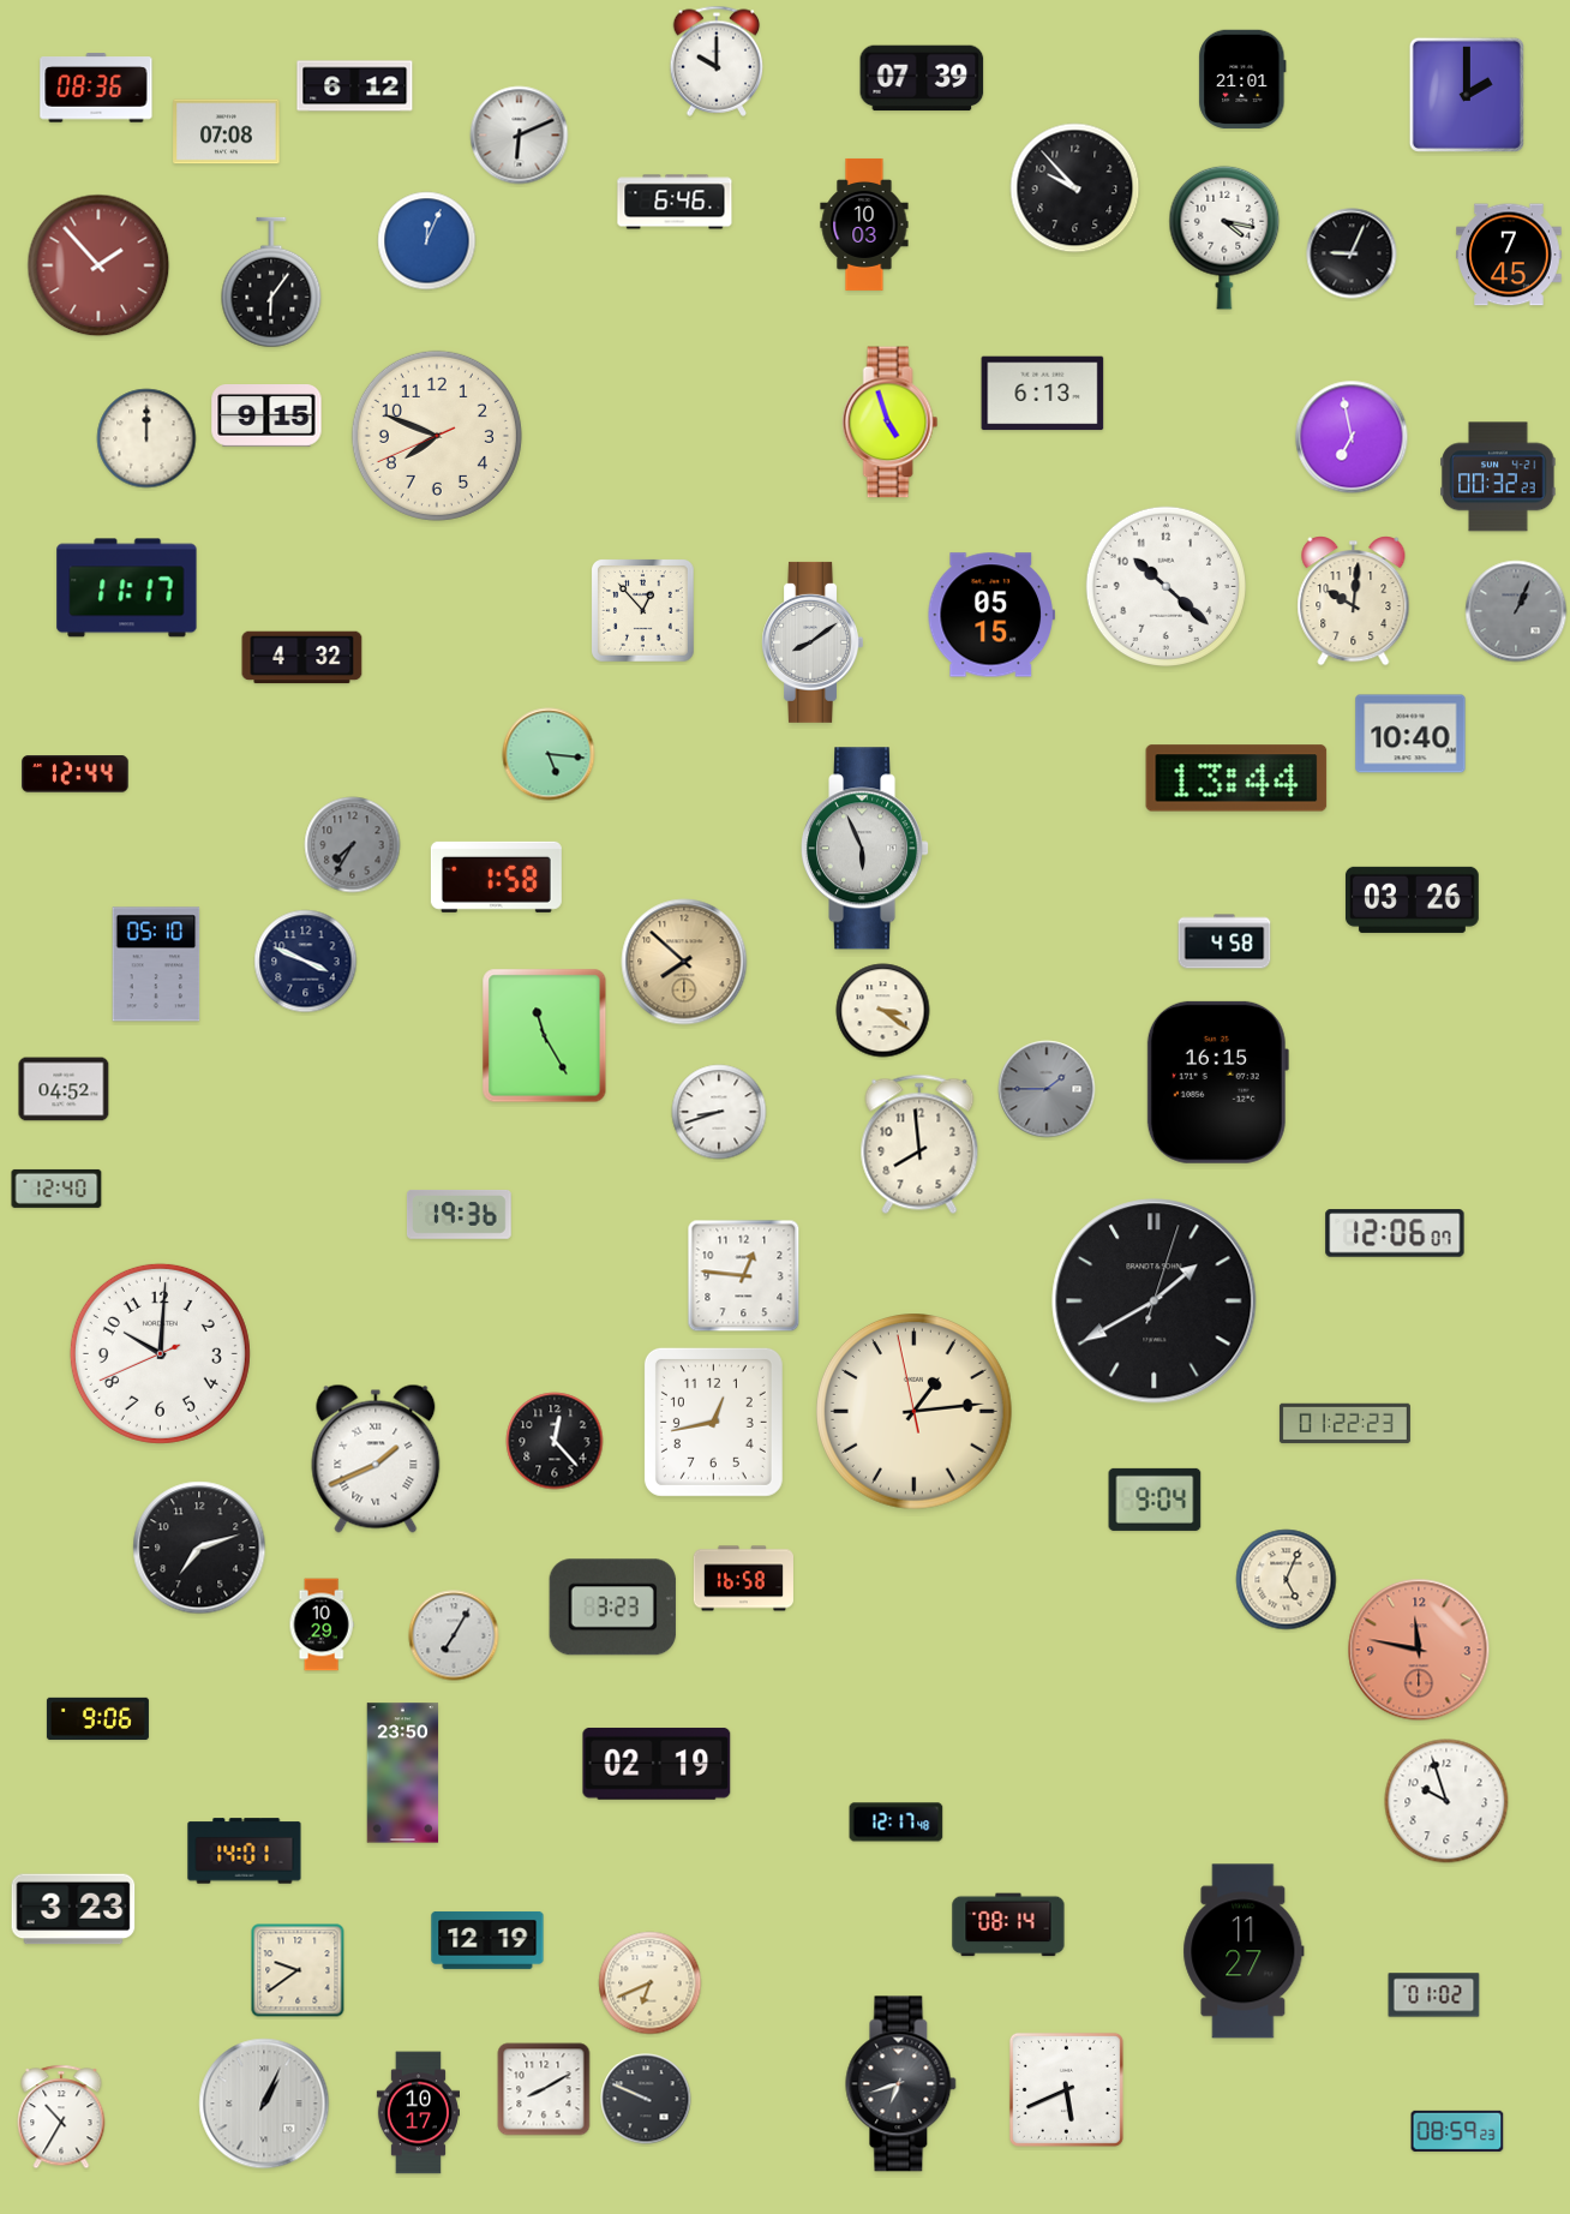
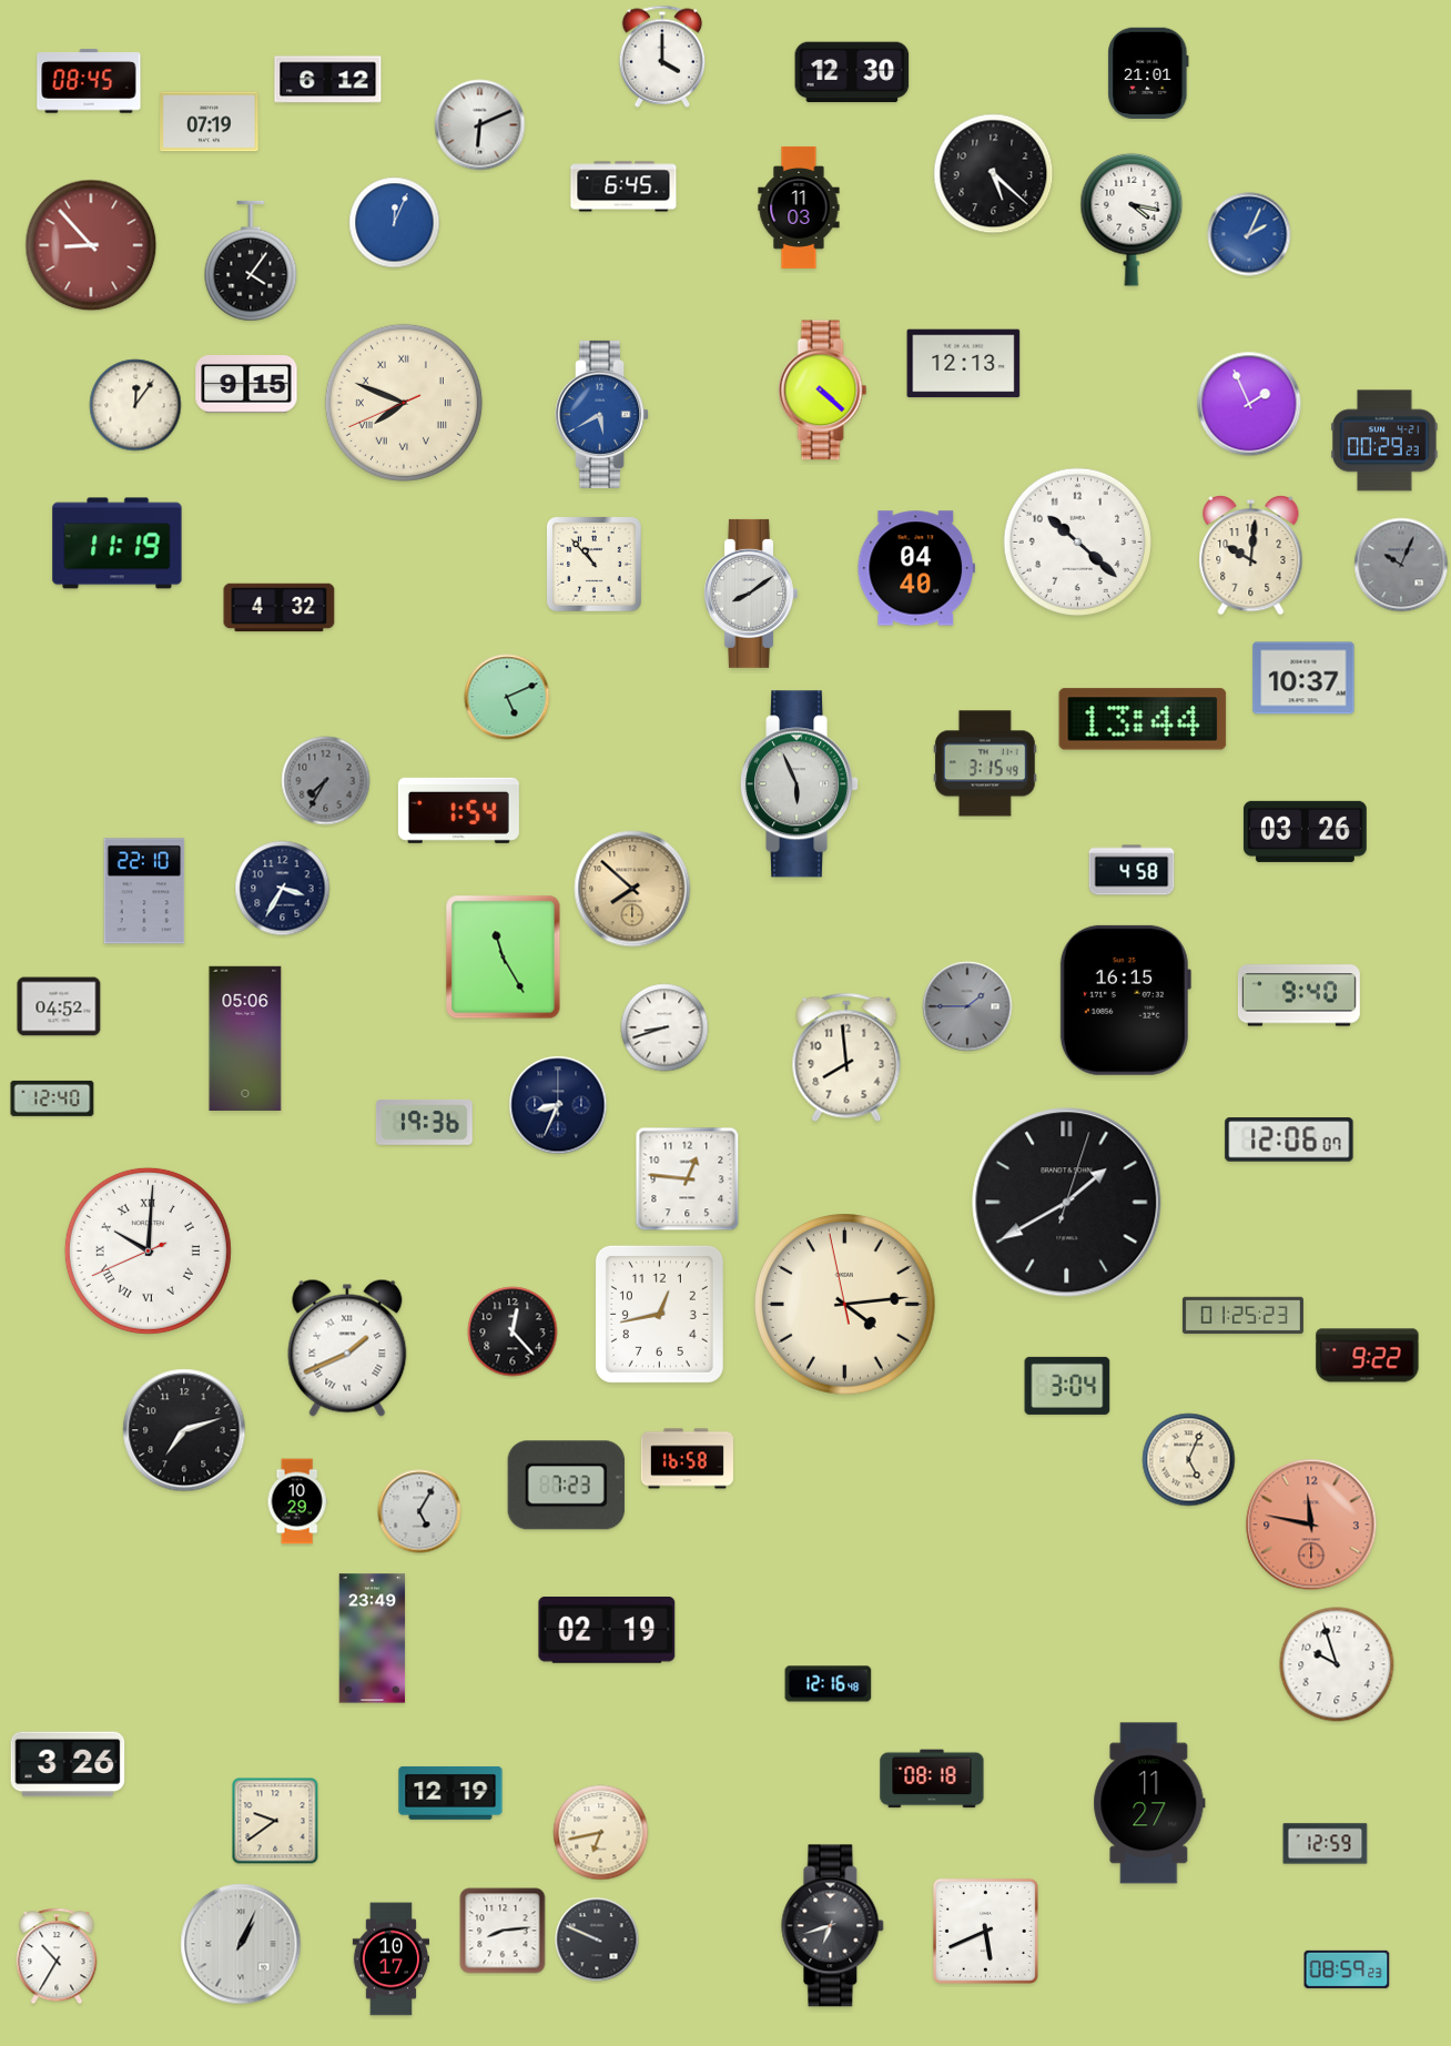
clock at (717, 61): 10:00 -> 4:00
clock at (922, 78): 07:39 -> 12:30
clock at (96, 88): 08:36 -> 08:45
clock at (1467, 95): 2:00 -> none
clock at (227, 132): 07:08 -> 07:19
clock at (1075, 189): 9:53 -> 5:22
clock at (675, 202): 6:46 -> 6:45
clock at (864, 225): 10:03 -> 11:03
clock at (1352, 253): 9:04 -> 2:04
clock at (1352, 253) dial: black -> blue
clock at (1509, 255): 7:45 -> none
clock at (98, 265): 1:53 -> 8:53
clock at (271, 282): 6:06 -> 4:06
clock at (1043, 394): 6:13 -> 12:13
clock at (891, 423): 4:57 -> 4:22
clock at (437, 436) numerals: Arabic -> Roman
clock at (1352, 437): 6:58 -> 1:56
clock at (146, 438): 12:00 -> 12:06
clock at (602, 414): none -> 5:40
clock at (1498, 477): 00:32 -> 00:29
clock at (127, 588): 11:17 -> 11:19
clock at (643, 611): 12:53 -> 10:53
clock at (1516, 611): 1:04 -> 10:04
clock at (991, 615): 05:15 -> 04:40
clock at (1410, 734): 10:40 -> 10:37
clock at (549, 754): 5:16 -> 5:11
clock at (76, 774): 12:44 -> none
clock at (985, 763): none -> 3:15
clock at (496, 876): 1:58 -> 1:54
clock at (306, 962): 3:49 -> 3:35
clock at (156, 964): 05:10 -> 22:10
clock at (883, 1011): 3:21 -> none
clock at (1299, 995): none -> 9:40
clock at (245, 1037): none -> 05:06
clock at (919, 1144) position: (919, 1144) -> (846, 1057)
clock at (558, 1105): none -> 8:34
clock at (160, 1353) numerals: Arabic -> Roman
clock at (915, 1412): 1:13 -> 4:13
clock at (1344, 1424): 01:22 -> 01:25
clock at (1368, 1356): none -> 9:22
clock at (1155, 1500): 9:04 -> 3:04
clock at (612, 1608): 3:23 -> 7:23
clock at (454, 1635): 7:05 -> 5:05
clock at (97, 1718): 9:06 -> none
clock at (403, 1773): 23:50 -> 23:49
clock at (897, 1823): 12:17 -> 12:16
clock at (245, 1851): 14:01 -> none
clock at (73, 1909): 3:23 -> 3:26
clock at (1008, 1925): 08:14 -> 08:18
clock at (651, 1983): 6:41 -> 6:43
clock at (1434, 1995): 01:02 -> 12:59
clock at (544, 2089): 8:10 -> 8:14
clock at (264, 2104) position: (264, 2104) -> (241, 1944)
clock at (418, 2113) position: (418, 2113) -> (390, 1959)
